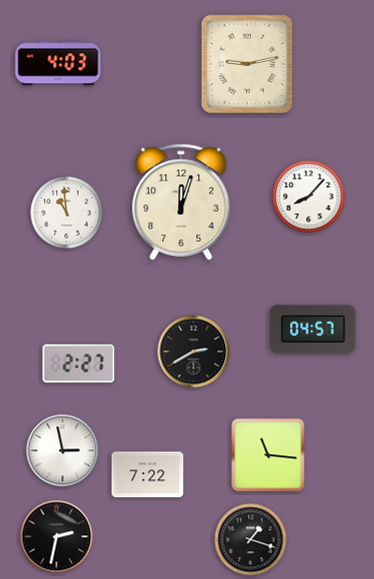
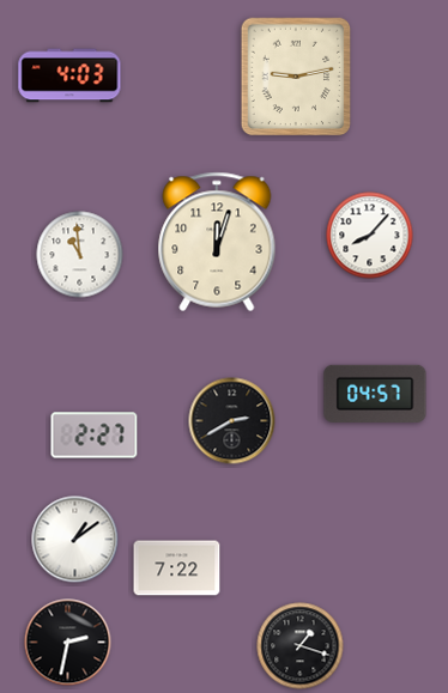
clock at (63, 451): 2:58 -> 1:09
clock at (268, 455): 11:16 -> none
